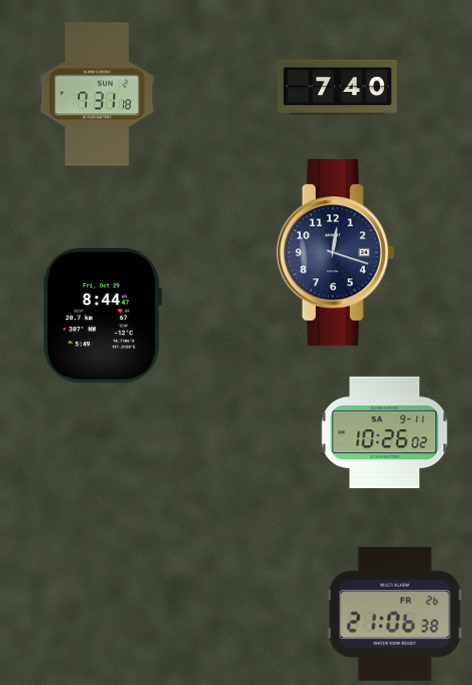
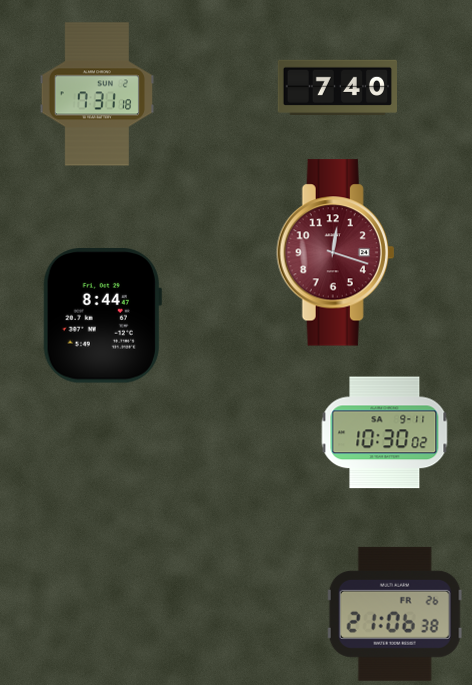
clock at (336, 253) dial: navy -> burgundy
clock at (385, 433): 10:26 -> 10:30
